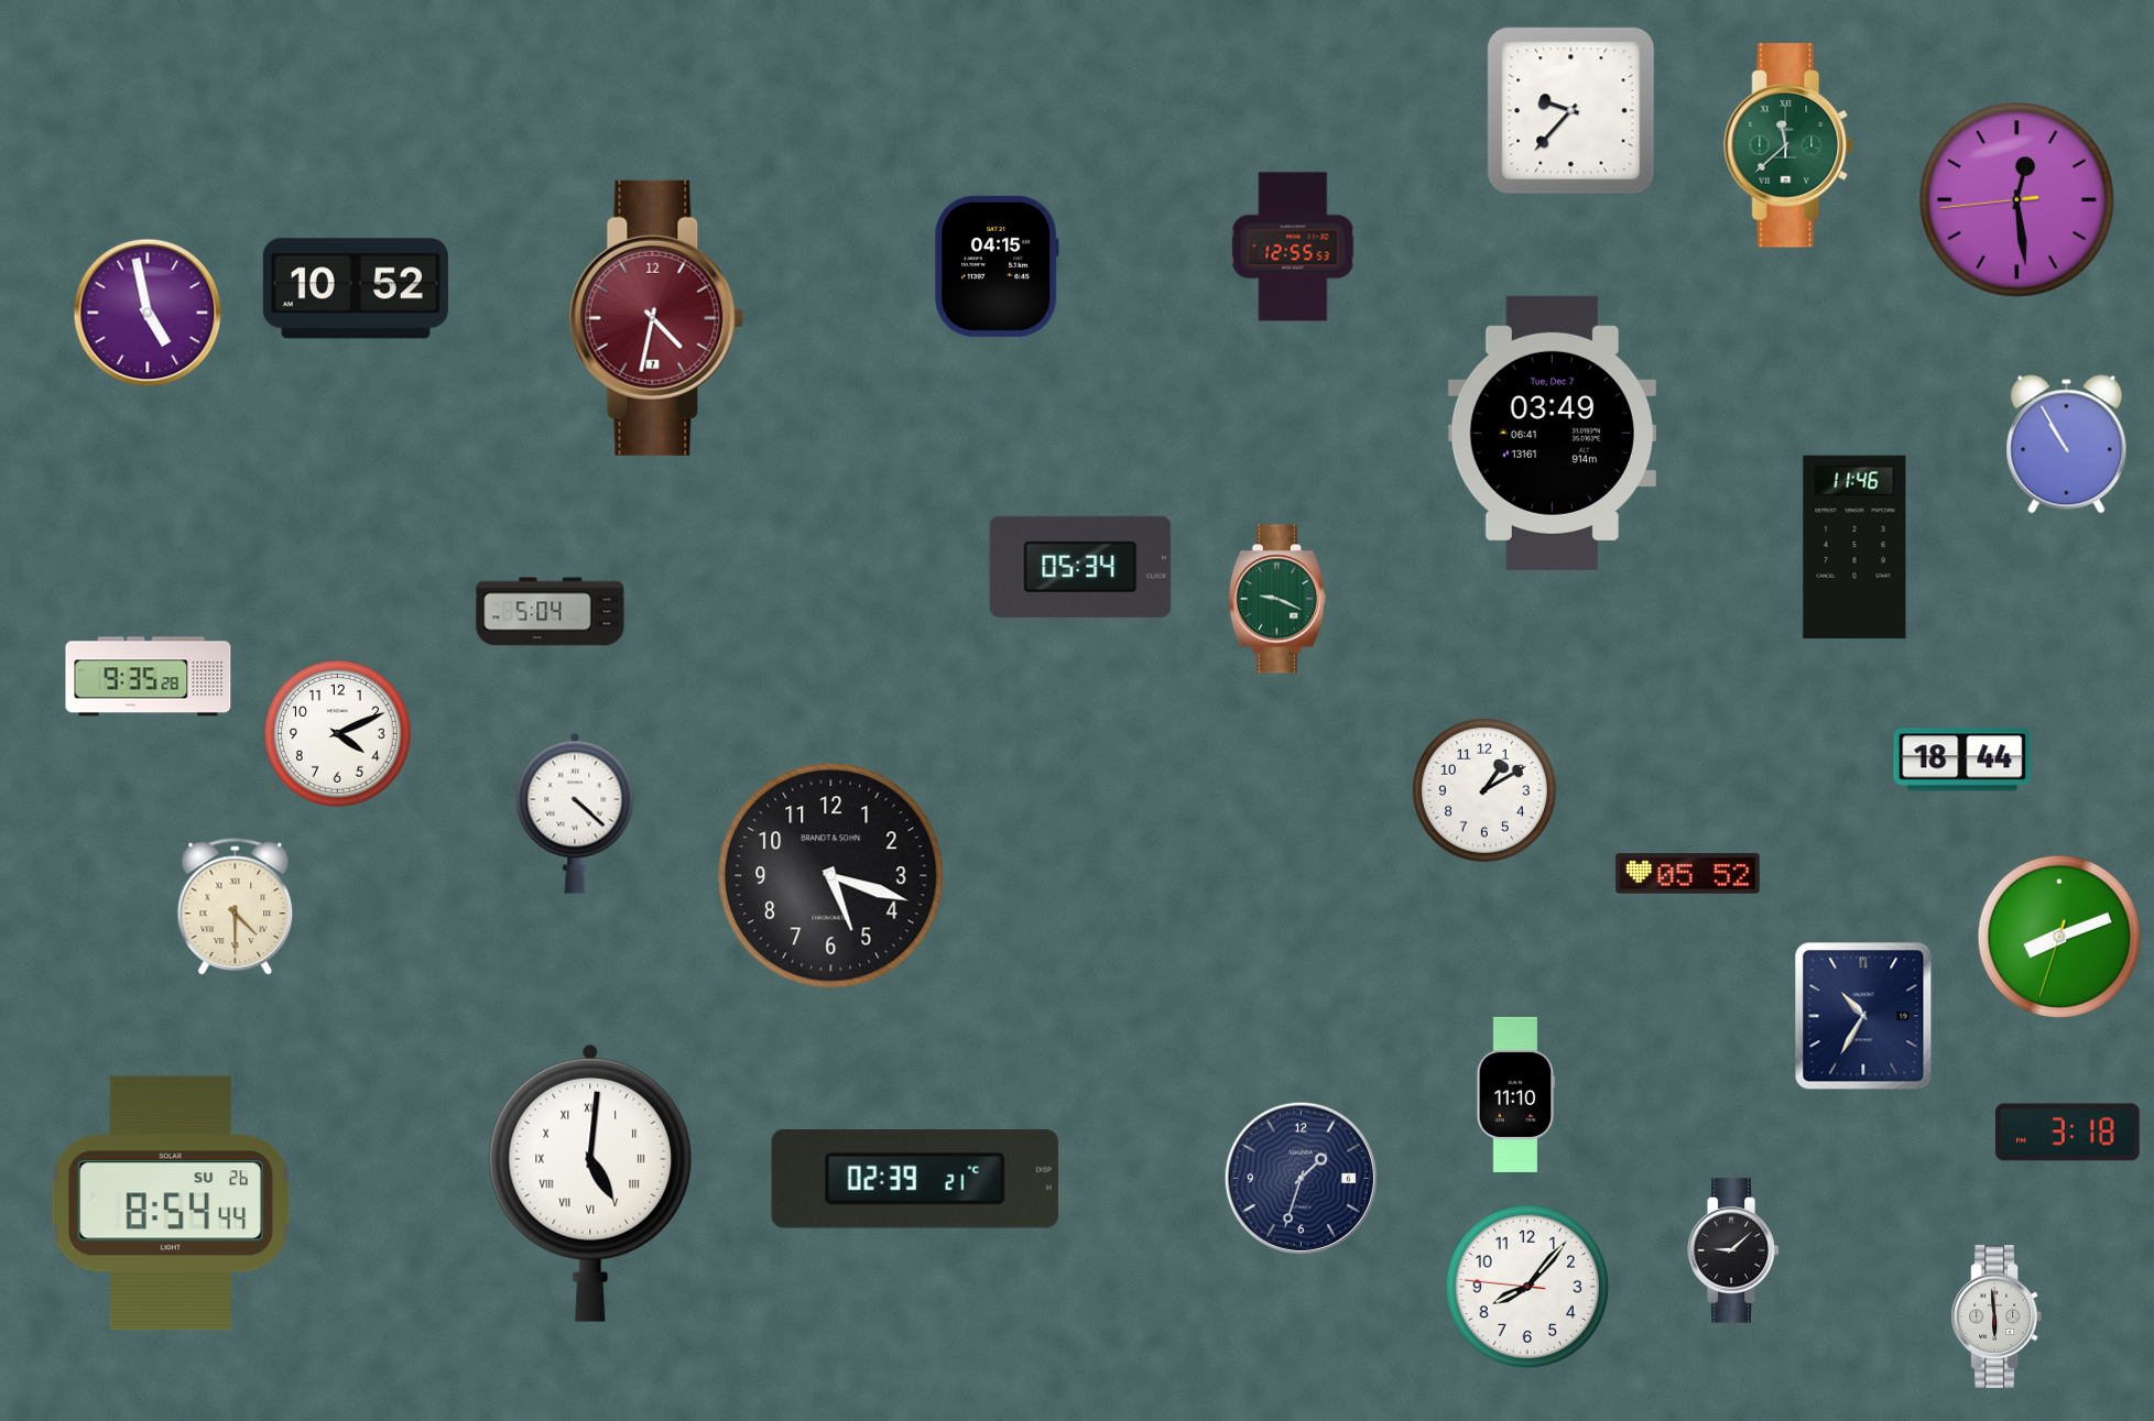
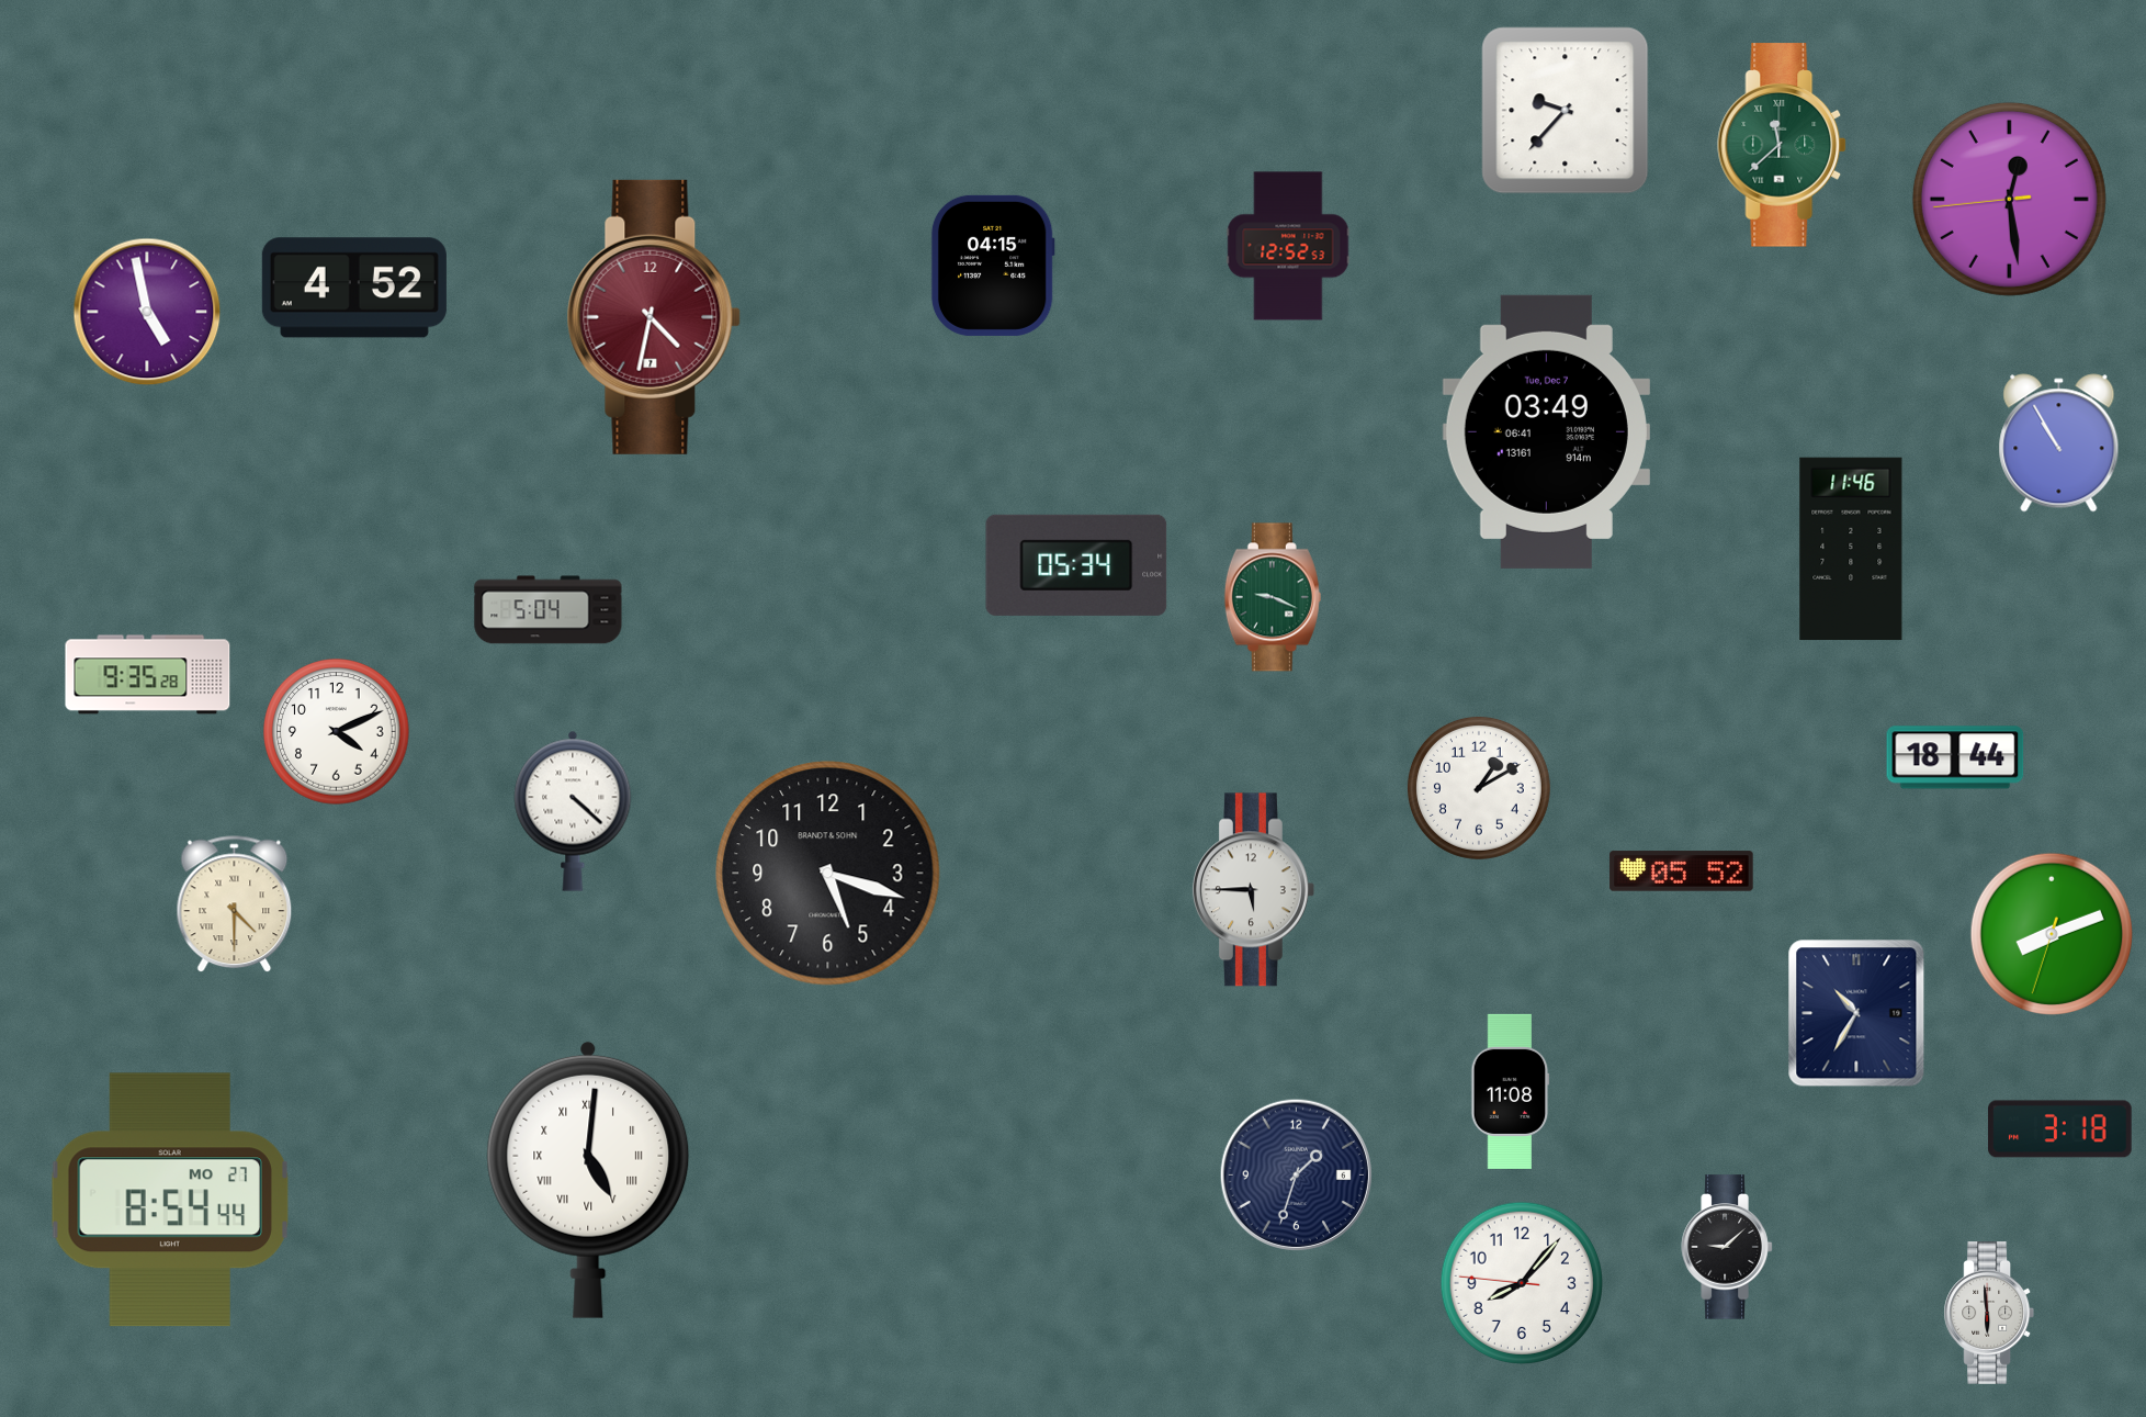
clock at (1293, 247): 12:55 -> 12:52
clock at (356, 288): 10:52 -> 4:52
clock at (1854, 547) position: (1854, 547) -> (1851, 549)
clock at (1253, 890): none -> 5:45
clock at (1516, 1094): 11:10 -> 11:08
clock at (915, 1179): 02:39 -> none
clock at (170, 1203) date: SU 26 -> MO 27
